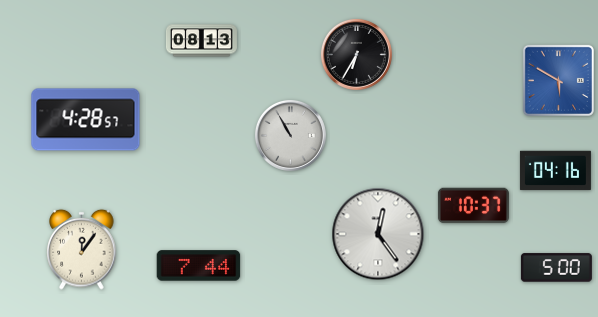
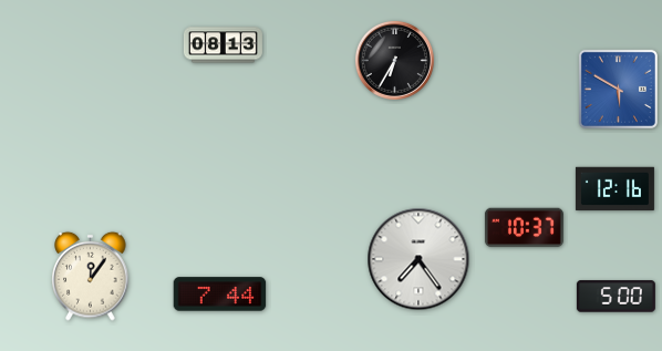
clock at (86, 120): 4:28 -> none
clock at (290, 135): 10:55 -> none
clock at (555, 171): 04:16 -> 12:16
clock at (378, 234): 12:24 -> 7:24
